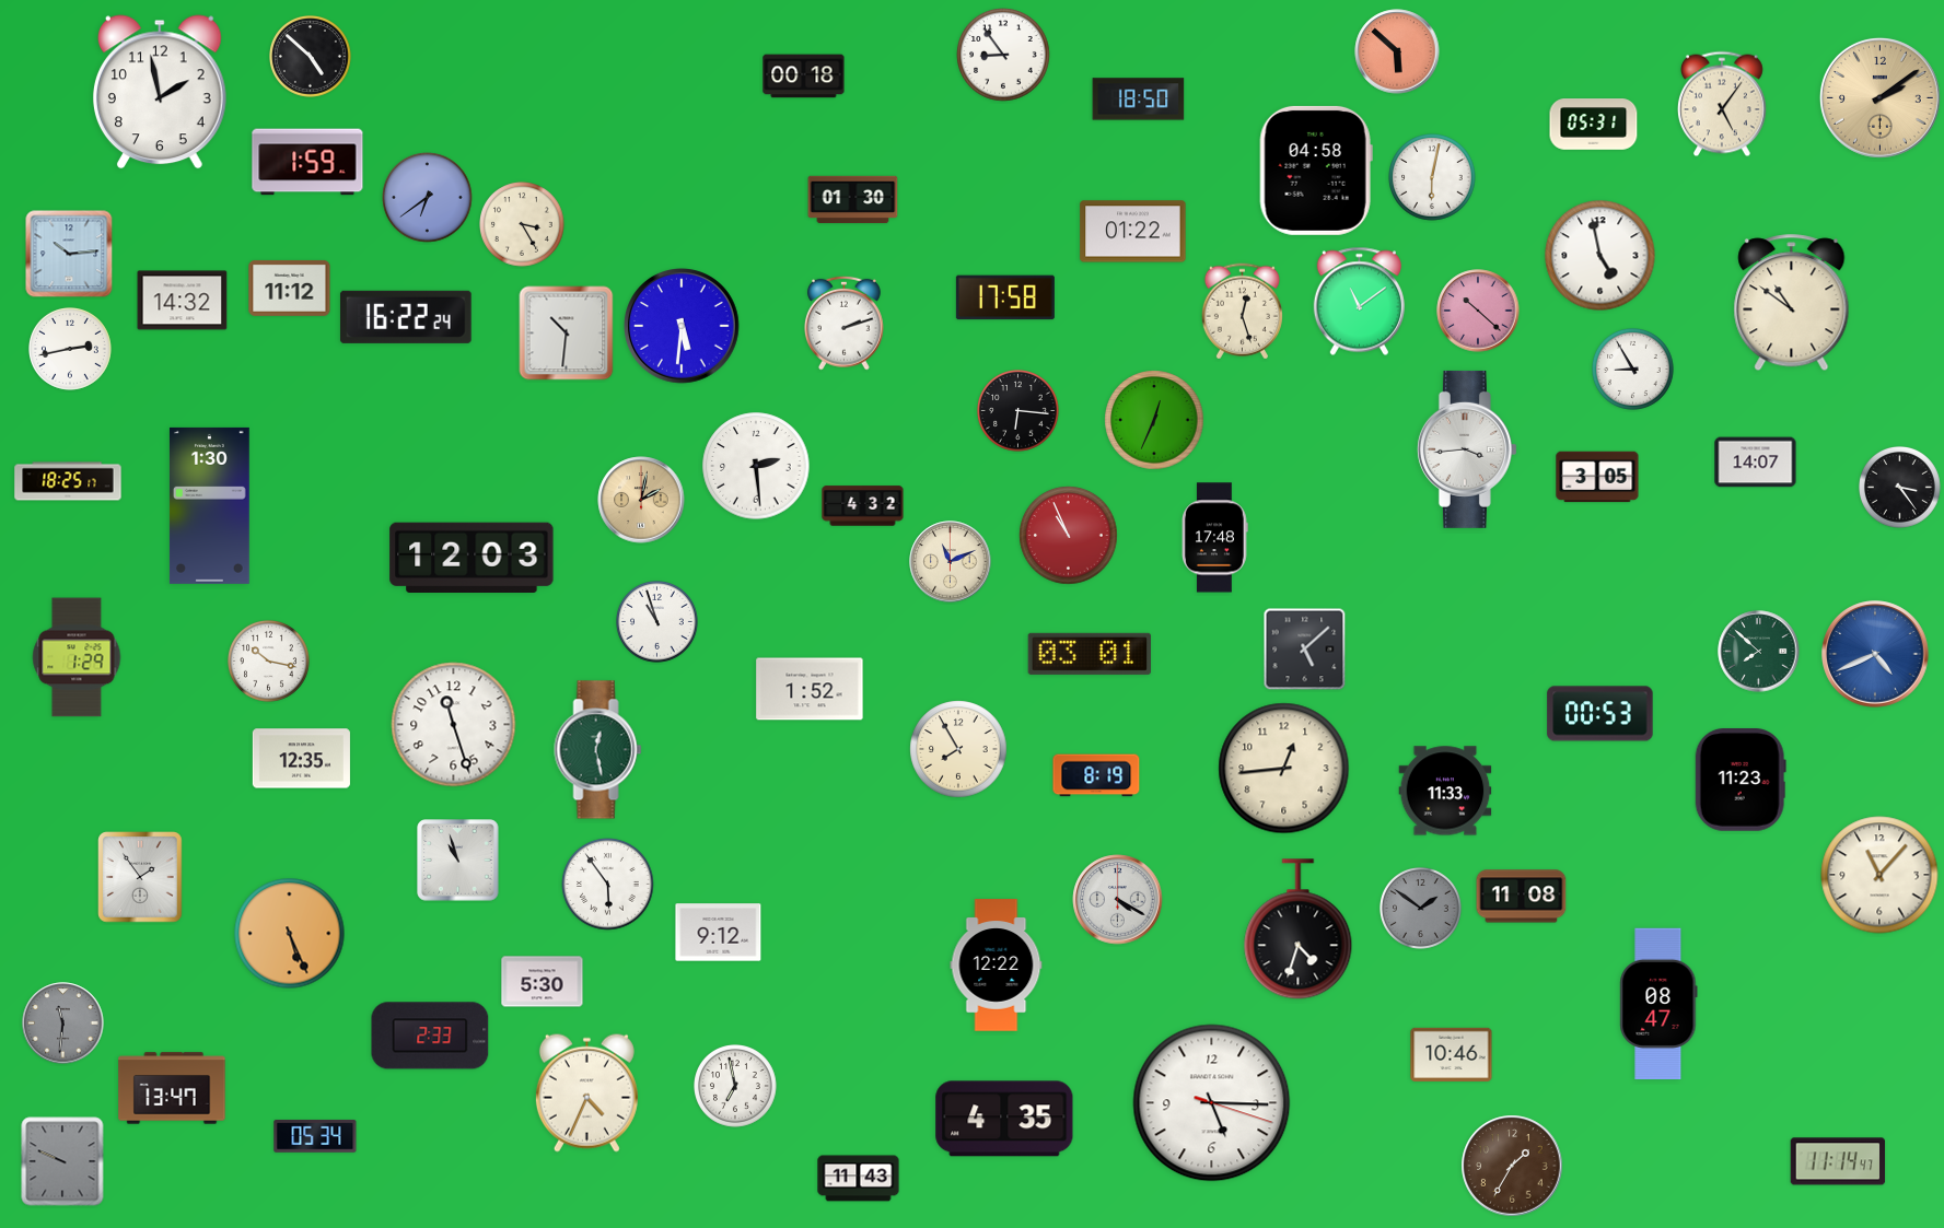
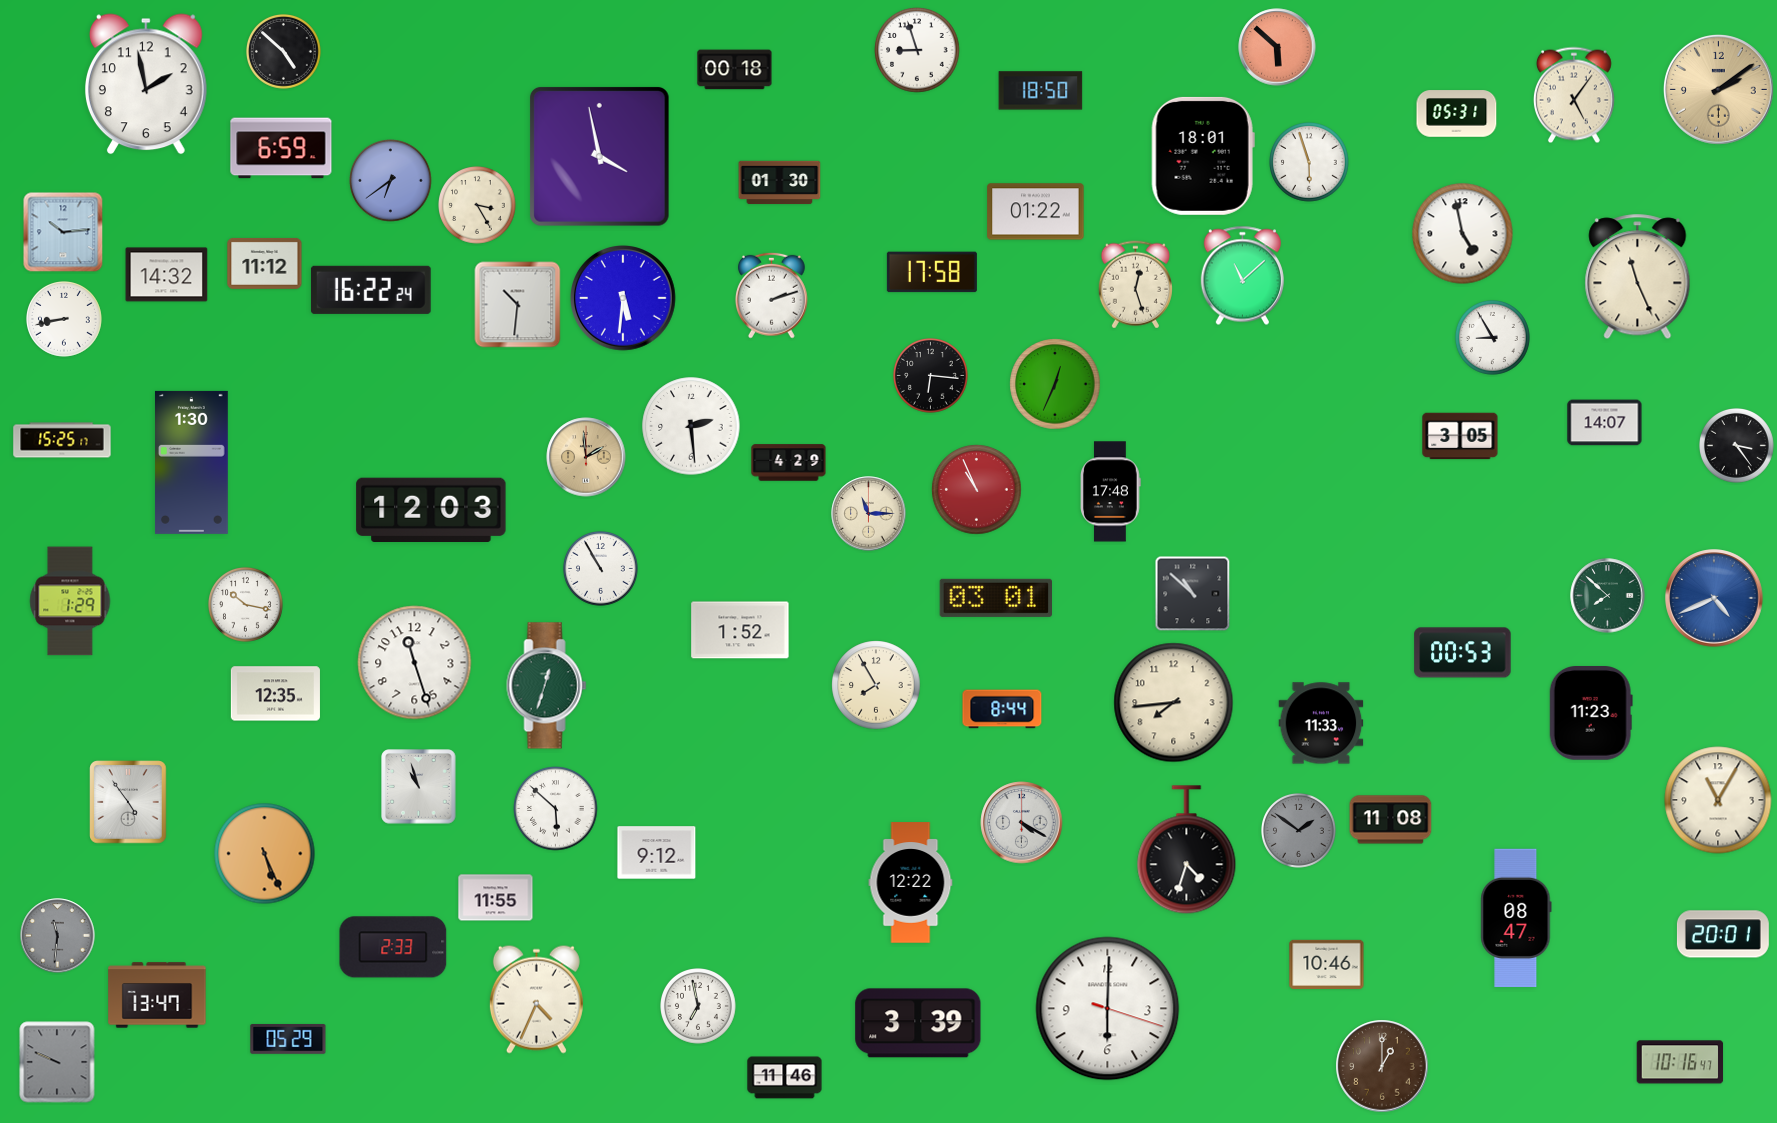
clock at (1003, 55): 8:54 -> 8:57
clock at (307, 162): 1:59 -> 6:59
clock at (599, 156): none -> 3:58
clock at (1316, 171): 04:58 -> 18:01
clock at (1432, 177): 6:02 -> 5:57
clock at (1005, 297) position: (1005, 297) -> (932, 272)
clock at (1359, 302): 11:09 -> 11:08
clock at (1792, 303): 10:51 -> 11:26
clock at (1478, 311): 10:22 -> none
clock at (71, 350): 2:43 -> 8:43
clock at (1467, 449): 3:44 -> none
clock at (68, 481): 18:25 -> 15:25
clock at (641, 500): 2:02 -> 1:59
clock at (863, 506): 4:32 -> 4:29
clock at (951, 562): 11:11 -> 11:15
clock at (657, 622): 10:57 -> 10:55
clock at (1305, 650): 5:08 -> 10:52
clock at (598, 750): 12:28 -> 12:33
clock at (1284, 769): 12:44 -> 7:44
clock at (1096, 775): 8:19 -> 8:44
clock at (1879, 875): 11:07 -> 11:05
clock at (140, 877): 1:54 -> 4:54
clock at (608, 885): 5:54 -> 5:52
clock at (543, 982): 5:30 -> 11:55
clock at (1723, 934): none -> 20:01
clock at (736, 1087) position: (736, 1087) -> (699, 1007)
clock at (1212, 1103): 5:15 -> 6:00
clock at (1004, 1119): 4:35 -> 3:39
clock at (315, 1136): 05:34 -> 05:29
clock at (1838, 1161): 11:14 -> 10:16
clock at (1512, 1166): 1:35 -> 1:00
clock at (859, 1179): 11:43 -> 11:46
